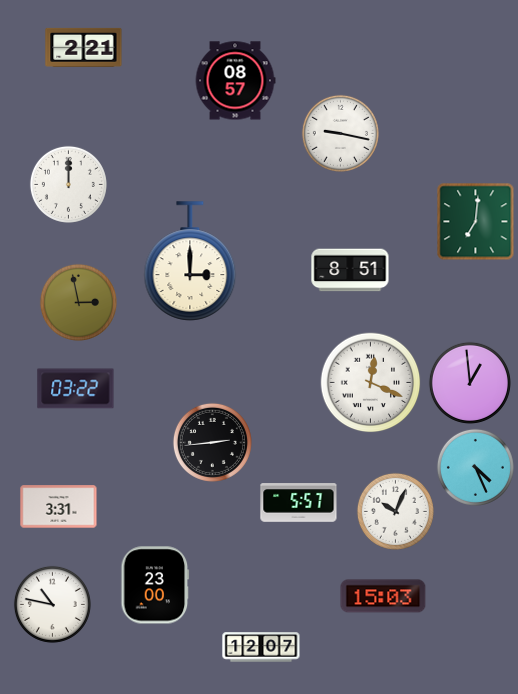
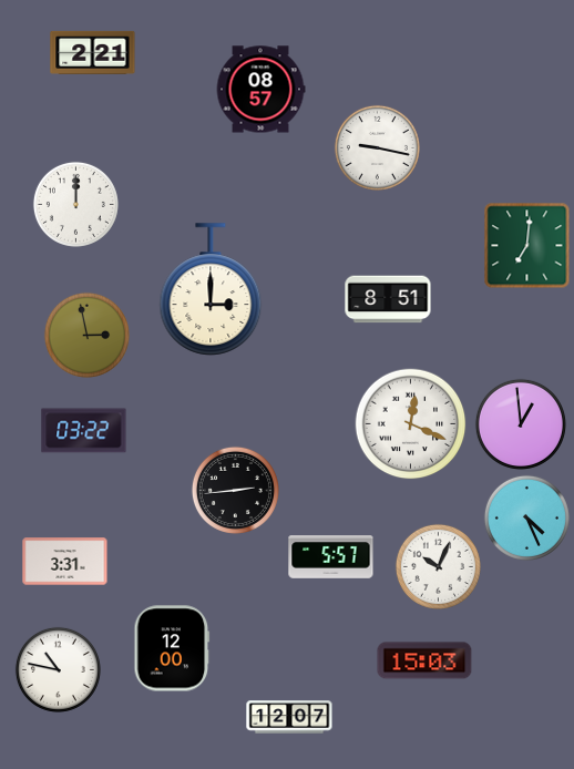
clock at (155, 585): 23:00 -> 12:00
